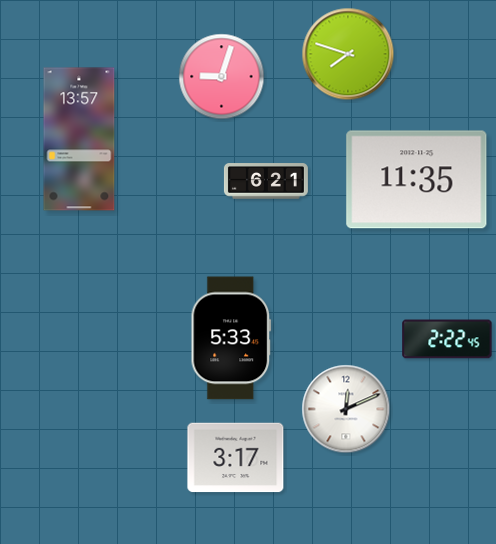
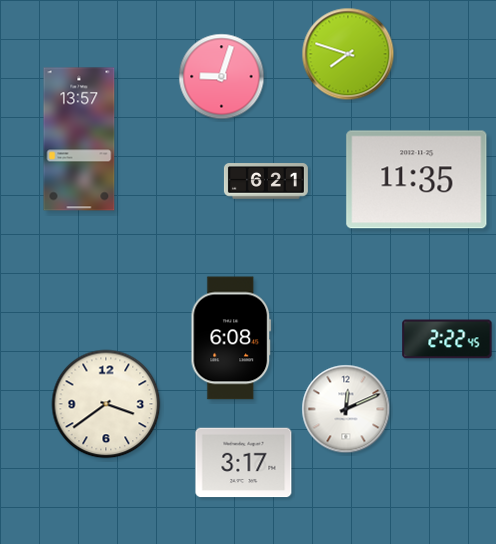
clock at (231, 338): 5:33 -> 6:08
clock at (106, 404): none -> 3:39
clock at (236, 458) position: (236, 458) -> (244, 463)
